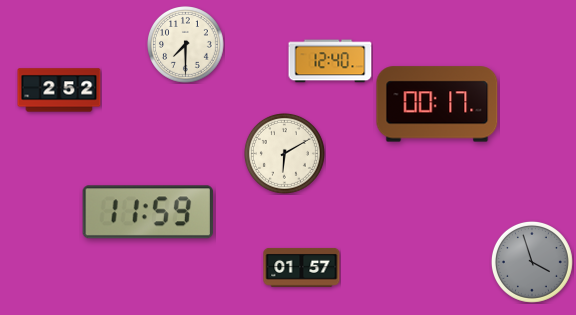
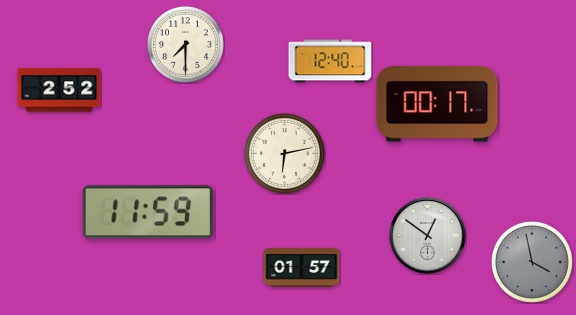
clock at (284, 153): 6:10 -> 6:13
clock at (428, 236): none -> 12:51
clock at (532, 262): 3:57 -> 3:58
